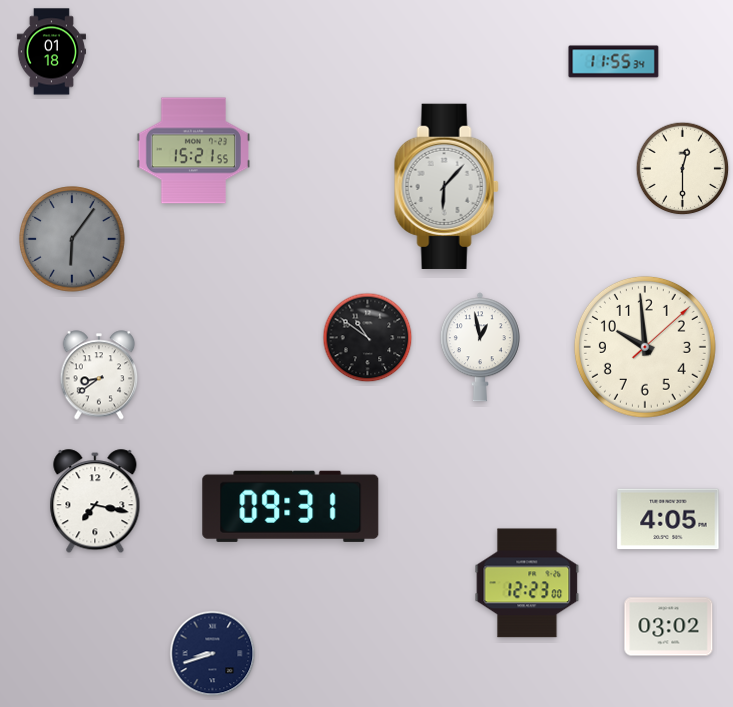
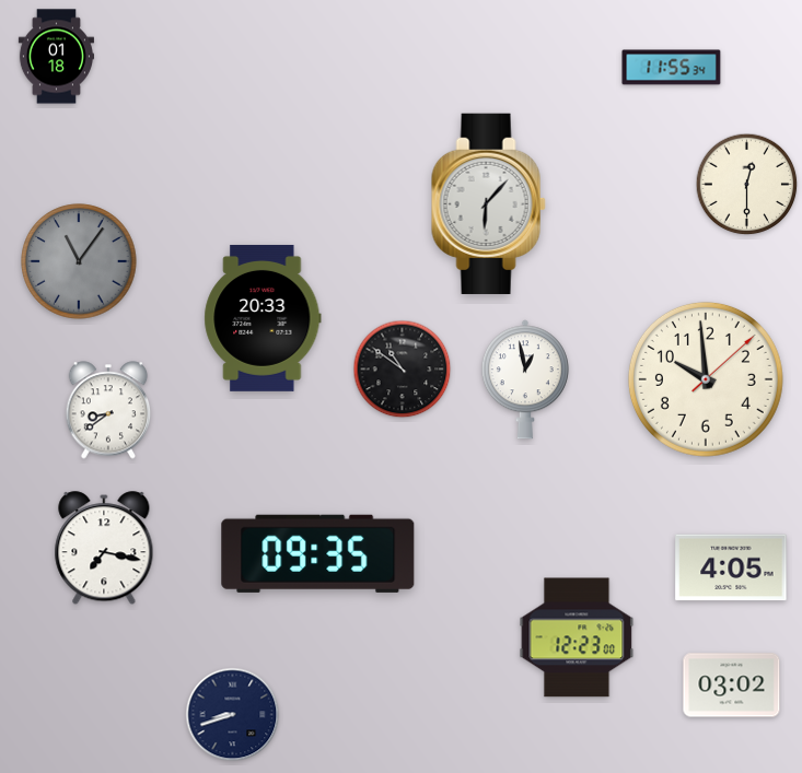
clock at (193, 151): 15:21 -> none
clock at (72, 239): 6:06 -> 11:06
clock at (263, 318): none -> 20:33
clock at (291, 506): 09:31 -> 09:35
